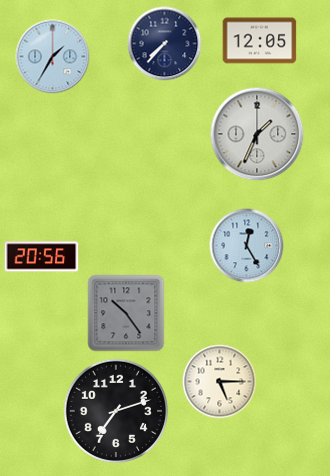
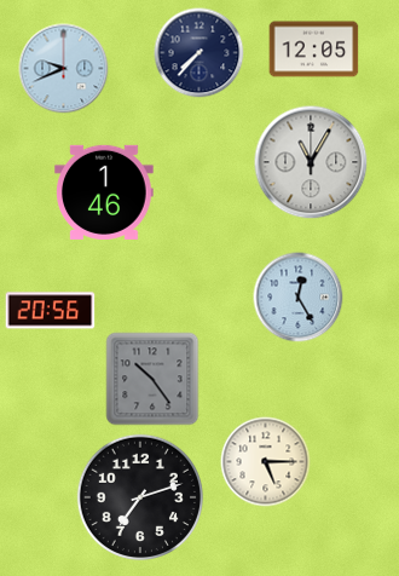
clock at (53, 57): 1:35 -> 9:41
clock at (257, 134): 1:34 -> 11:05
clock at (104, 192): none -> 1:46
